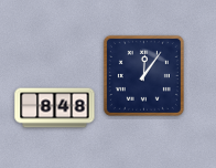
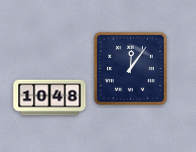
clock at (55, 108): 8:48 -> 10:48
